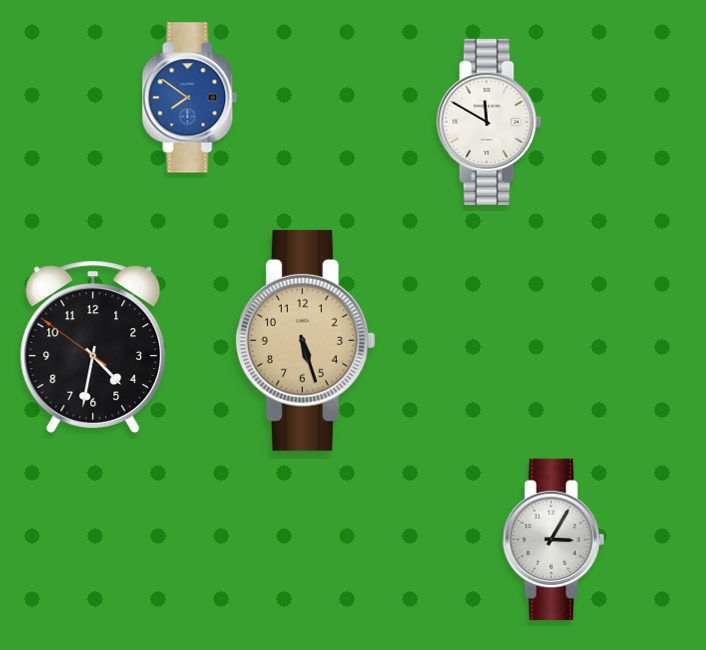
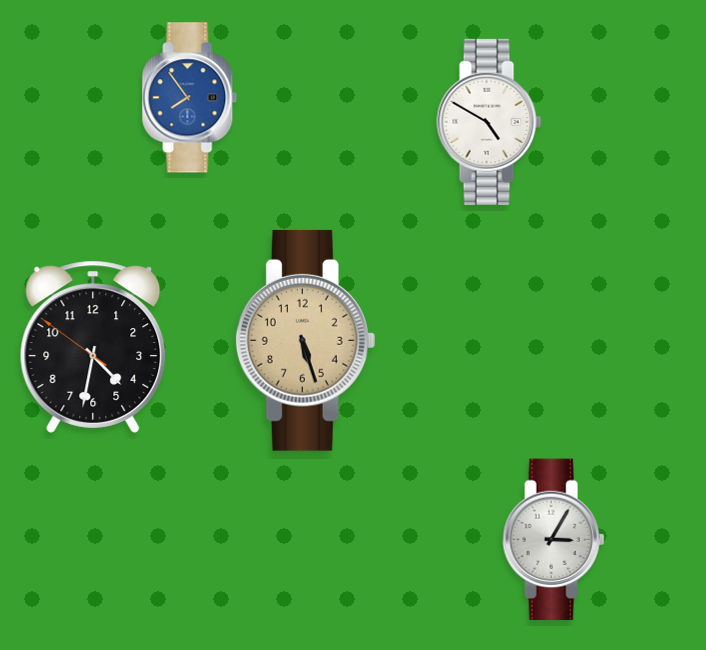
clock at (190, 98): 7:51 -> 7:54
clock at (489, 122): 11:50 -> 4:50
